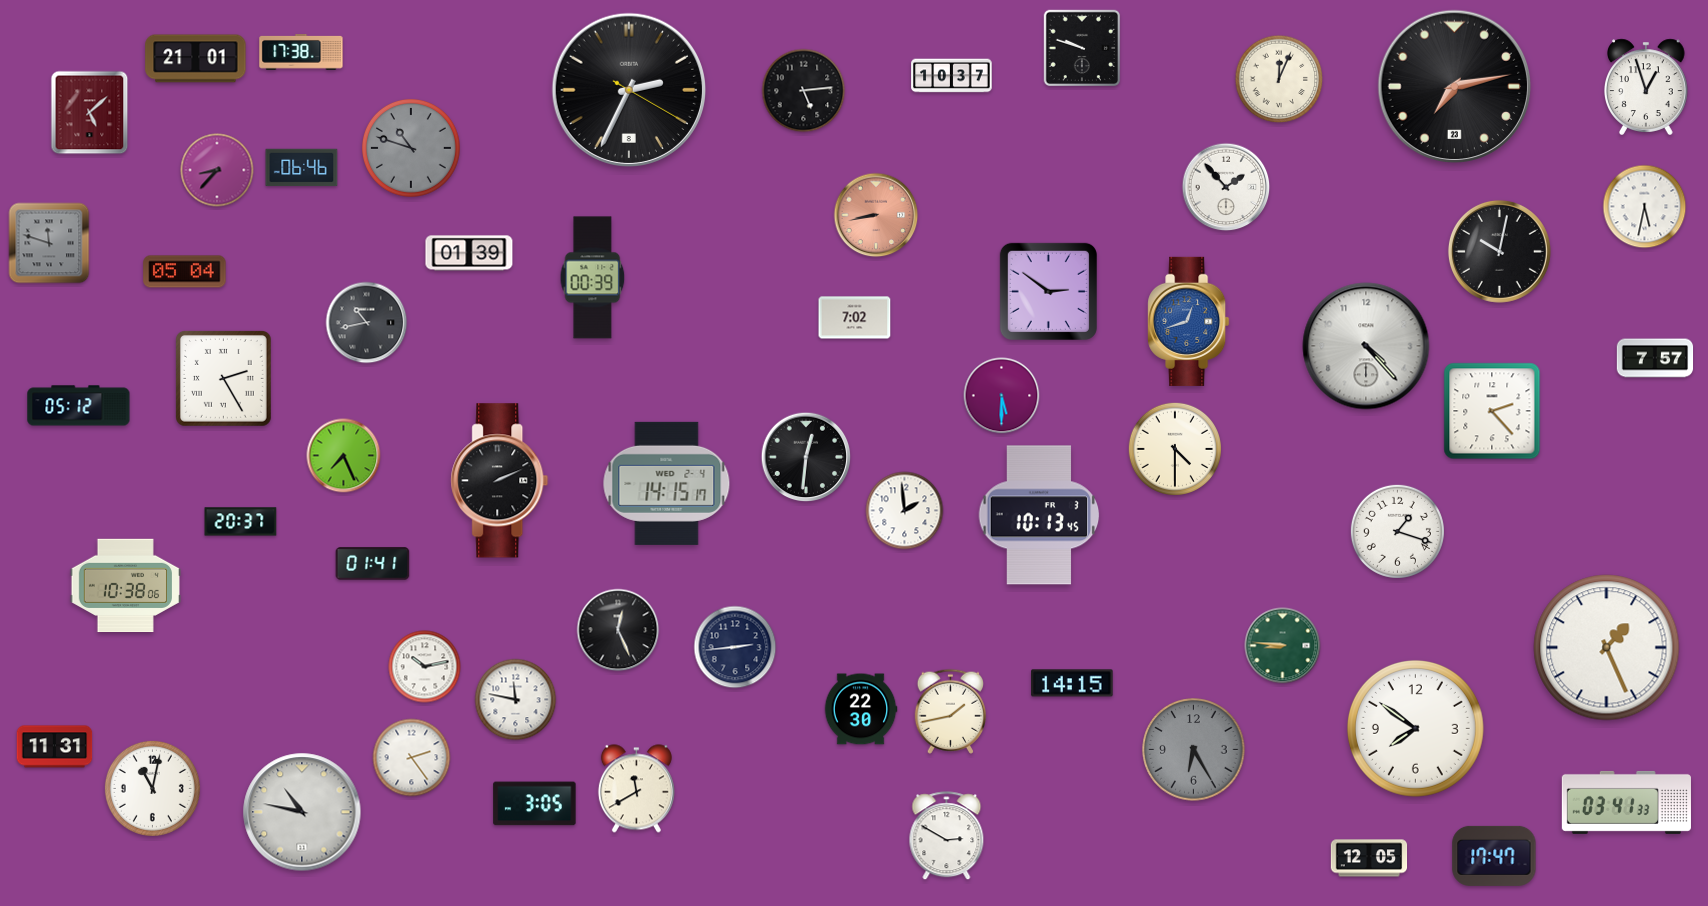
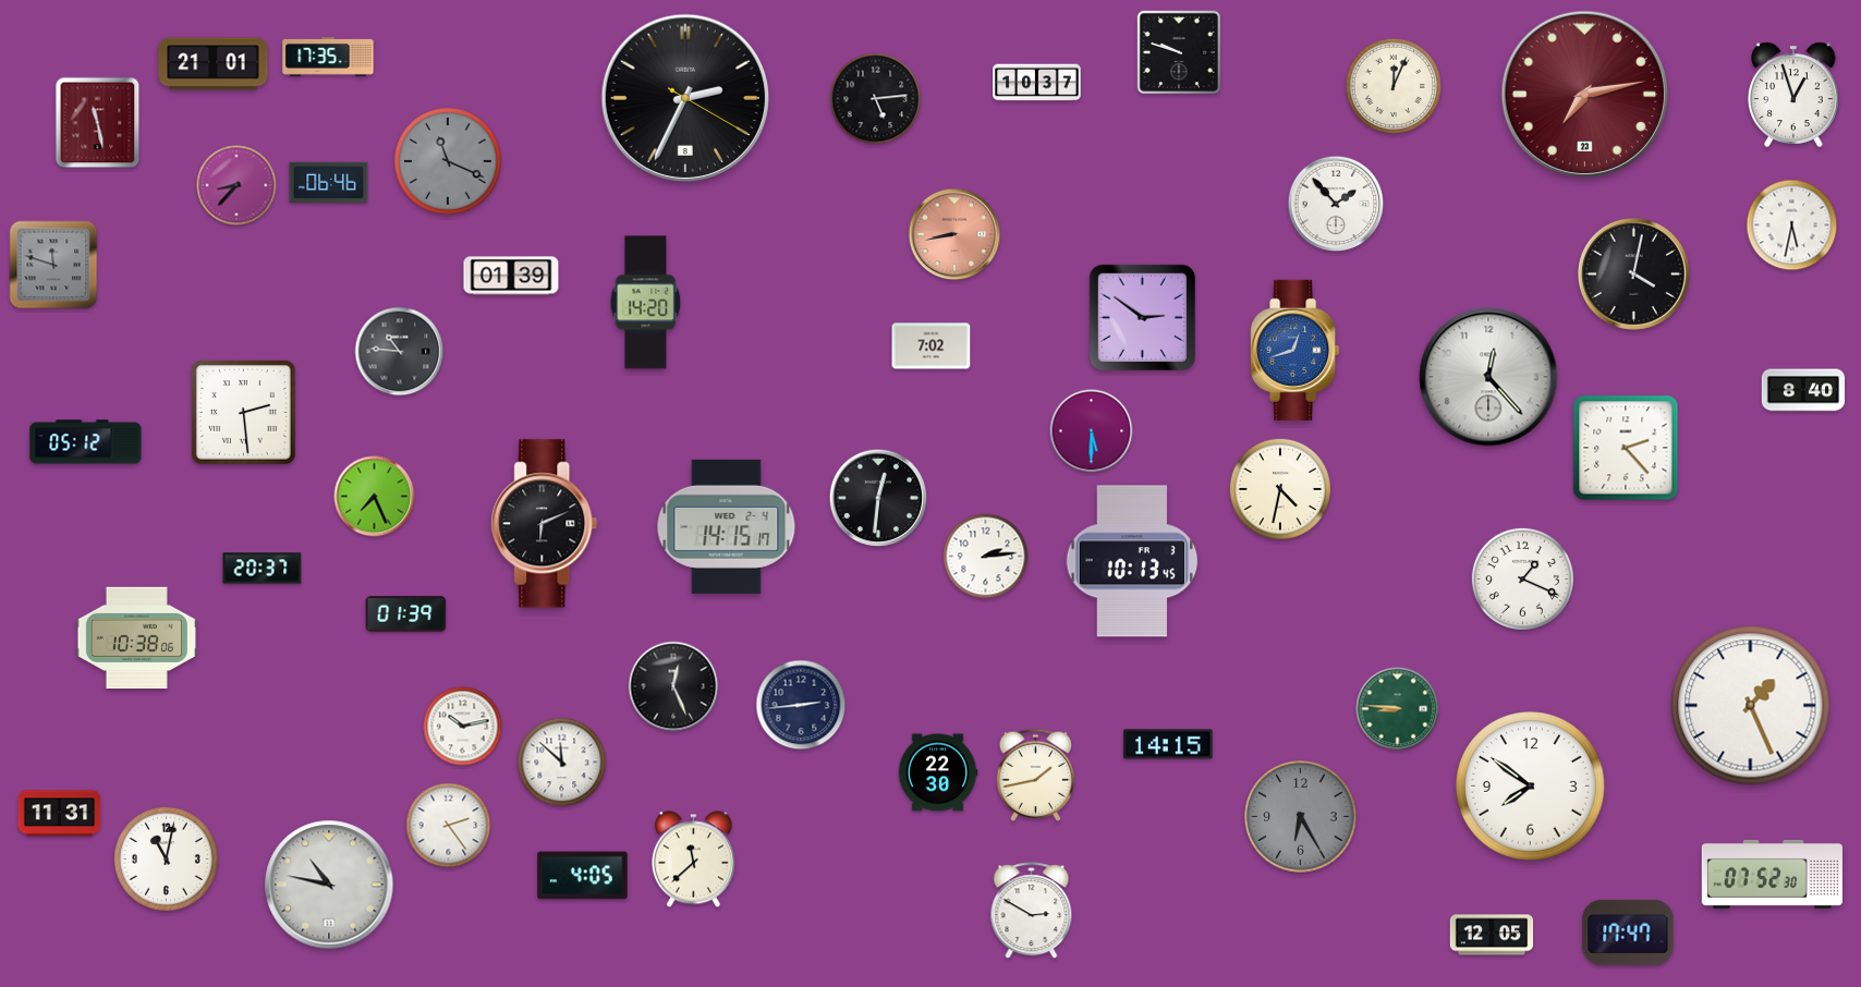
clock at (301, 52): 17:38 -> 17:35
clock at (1454, 86) dial: black -> burgundy
clock at (90, 113): 5:08 -> 11:28
clock at (411, 148): 10:48 -> 11:19
clock at (1499, 251): 10:02 -> 4:02
clock at (185, 272): 05:04 -> none
clock at (593, 278): 00:39 -> 14:20
clock at (367, 323): 10:43 -> 10:46
clock at (1366, 346): 4:23 -> 12:23
clock at (1655, 358): 7:57 -> 8:40
clock at (223, 378): 2:25 -> 2:29
clock at (1175, 449): 4:30 -> 4:32
clock at (500, 481): 2:11 -> 6:11
clock at (905, 511): 1:59 -> 2:14
clock at (1397, 531): 1:18 -> 1:19
clock at (373, 564): 01:41 -> 01:39
clock at (1283, 646) position: (1283, 646) -> (1398, 709)
clock at (516, 700): 11:47 -> 11:52
clock at (1415, 728) position: (1415, 728) -> (1530, 785)
clock at (636, 789): 11:40 -> 11:38
clock at (1626, 802): 03:41 -> 07:52
clock at (535, 804): 3:05 -> 4:05
